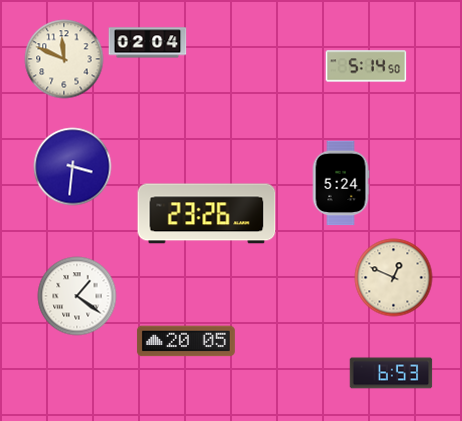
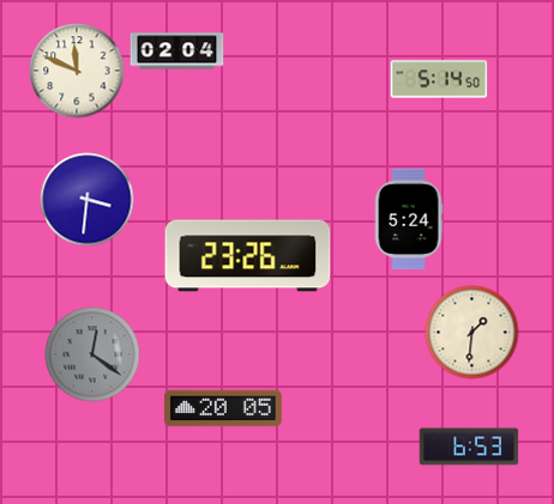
clock at (393, 277): 12:49 -> 1:31
clock at (77, 296): 1:21 -> 12:21
clock at (77, 296) dial: white -> grey
